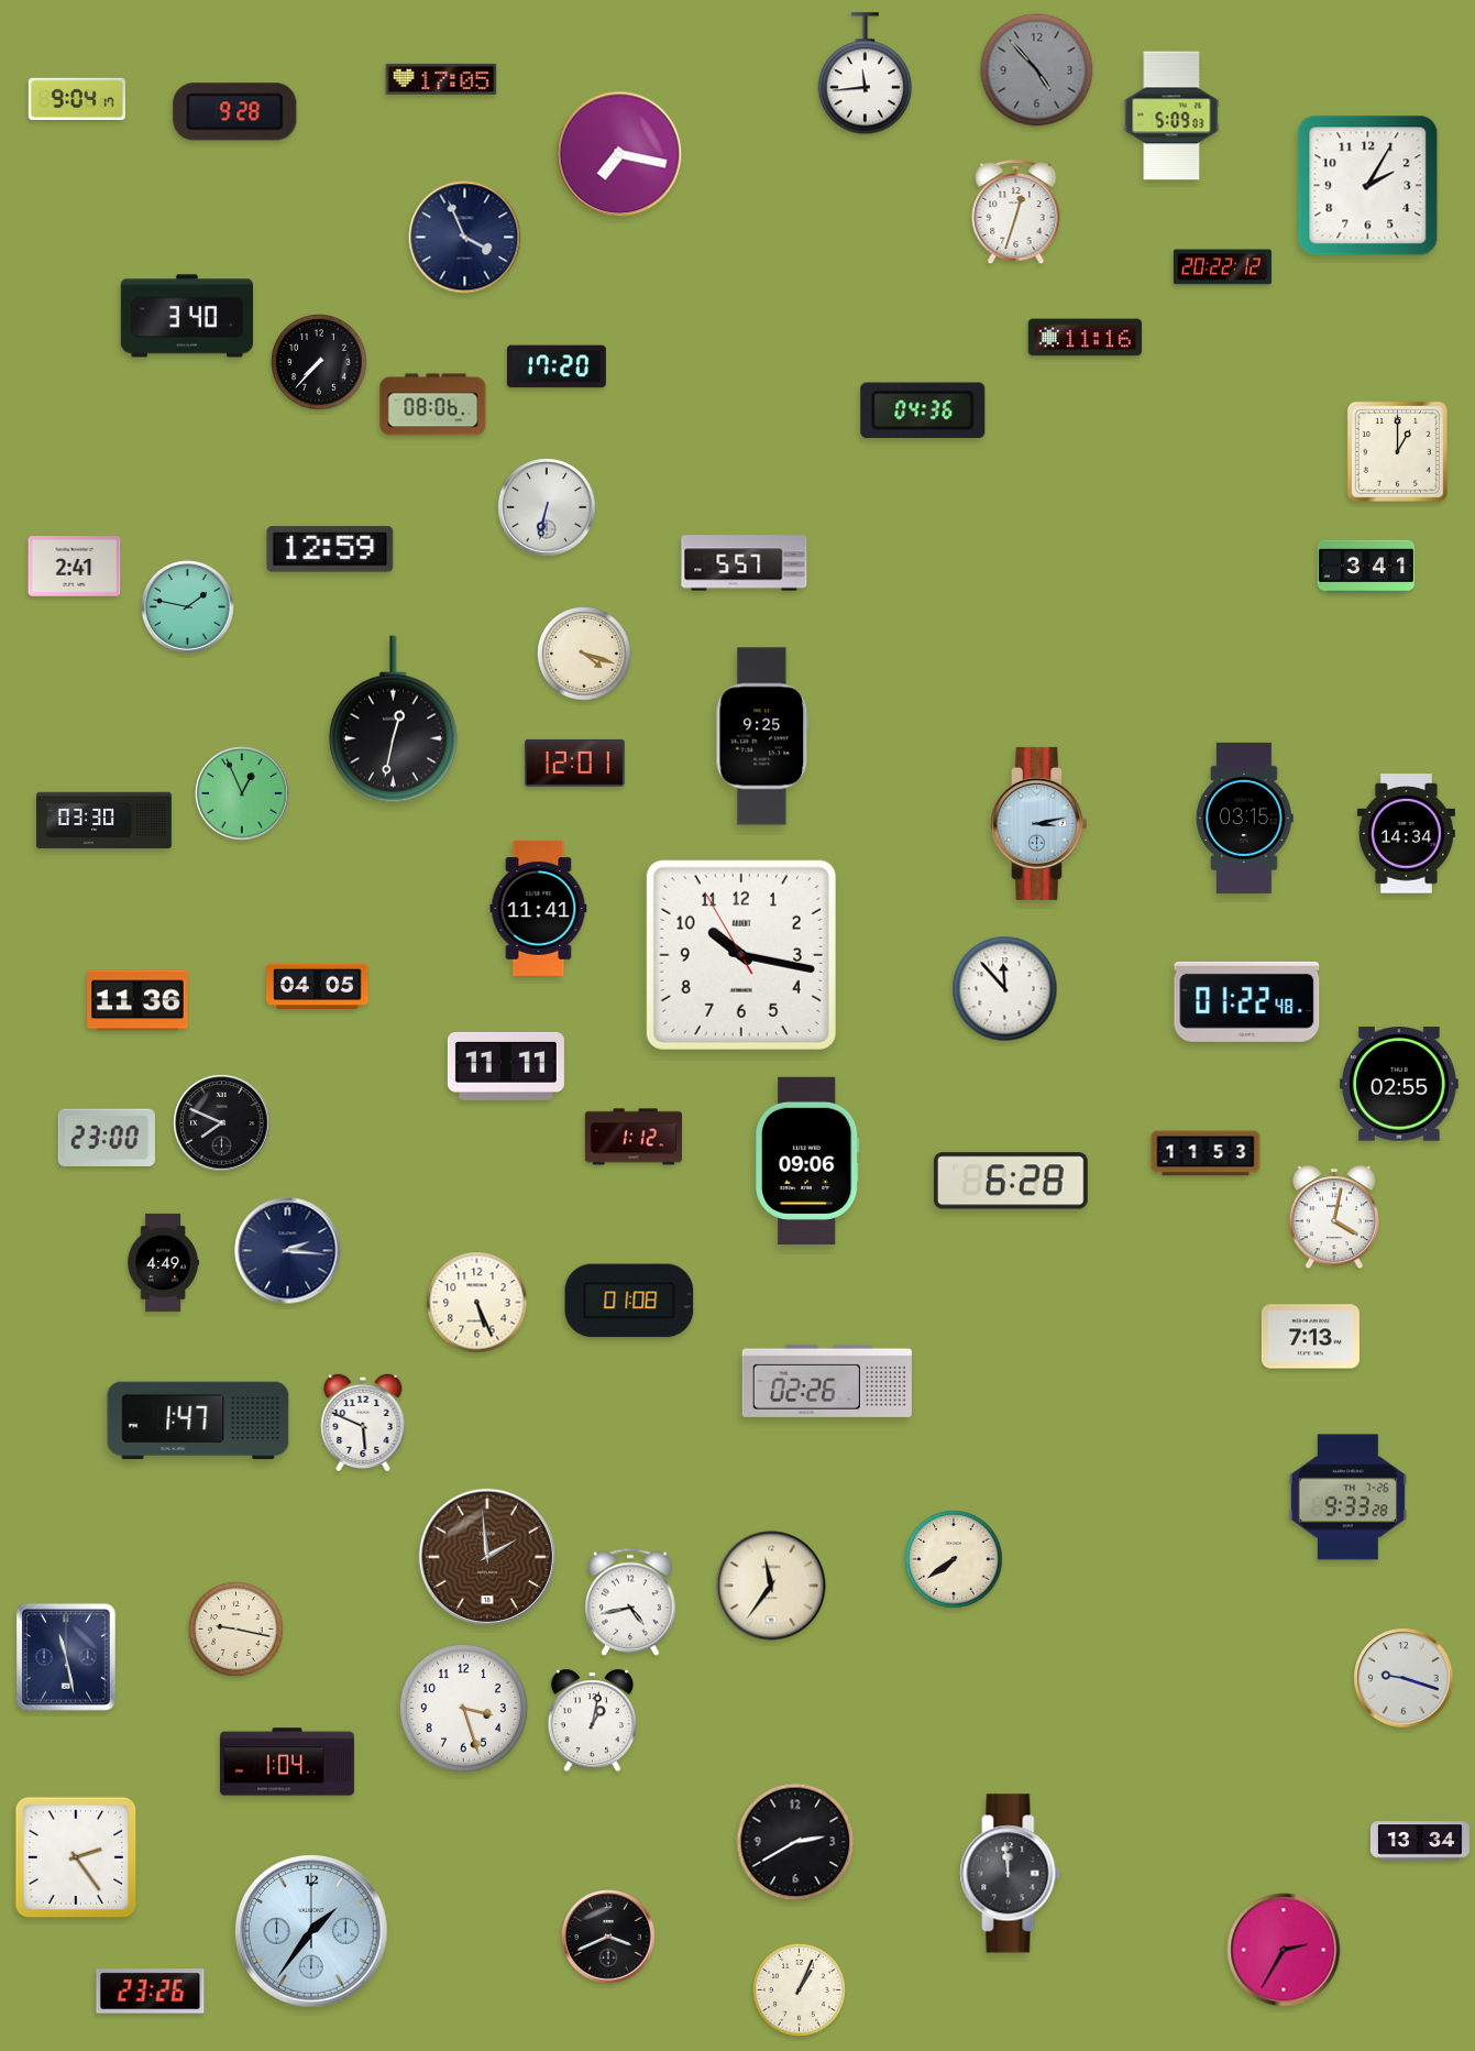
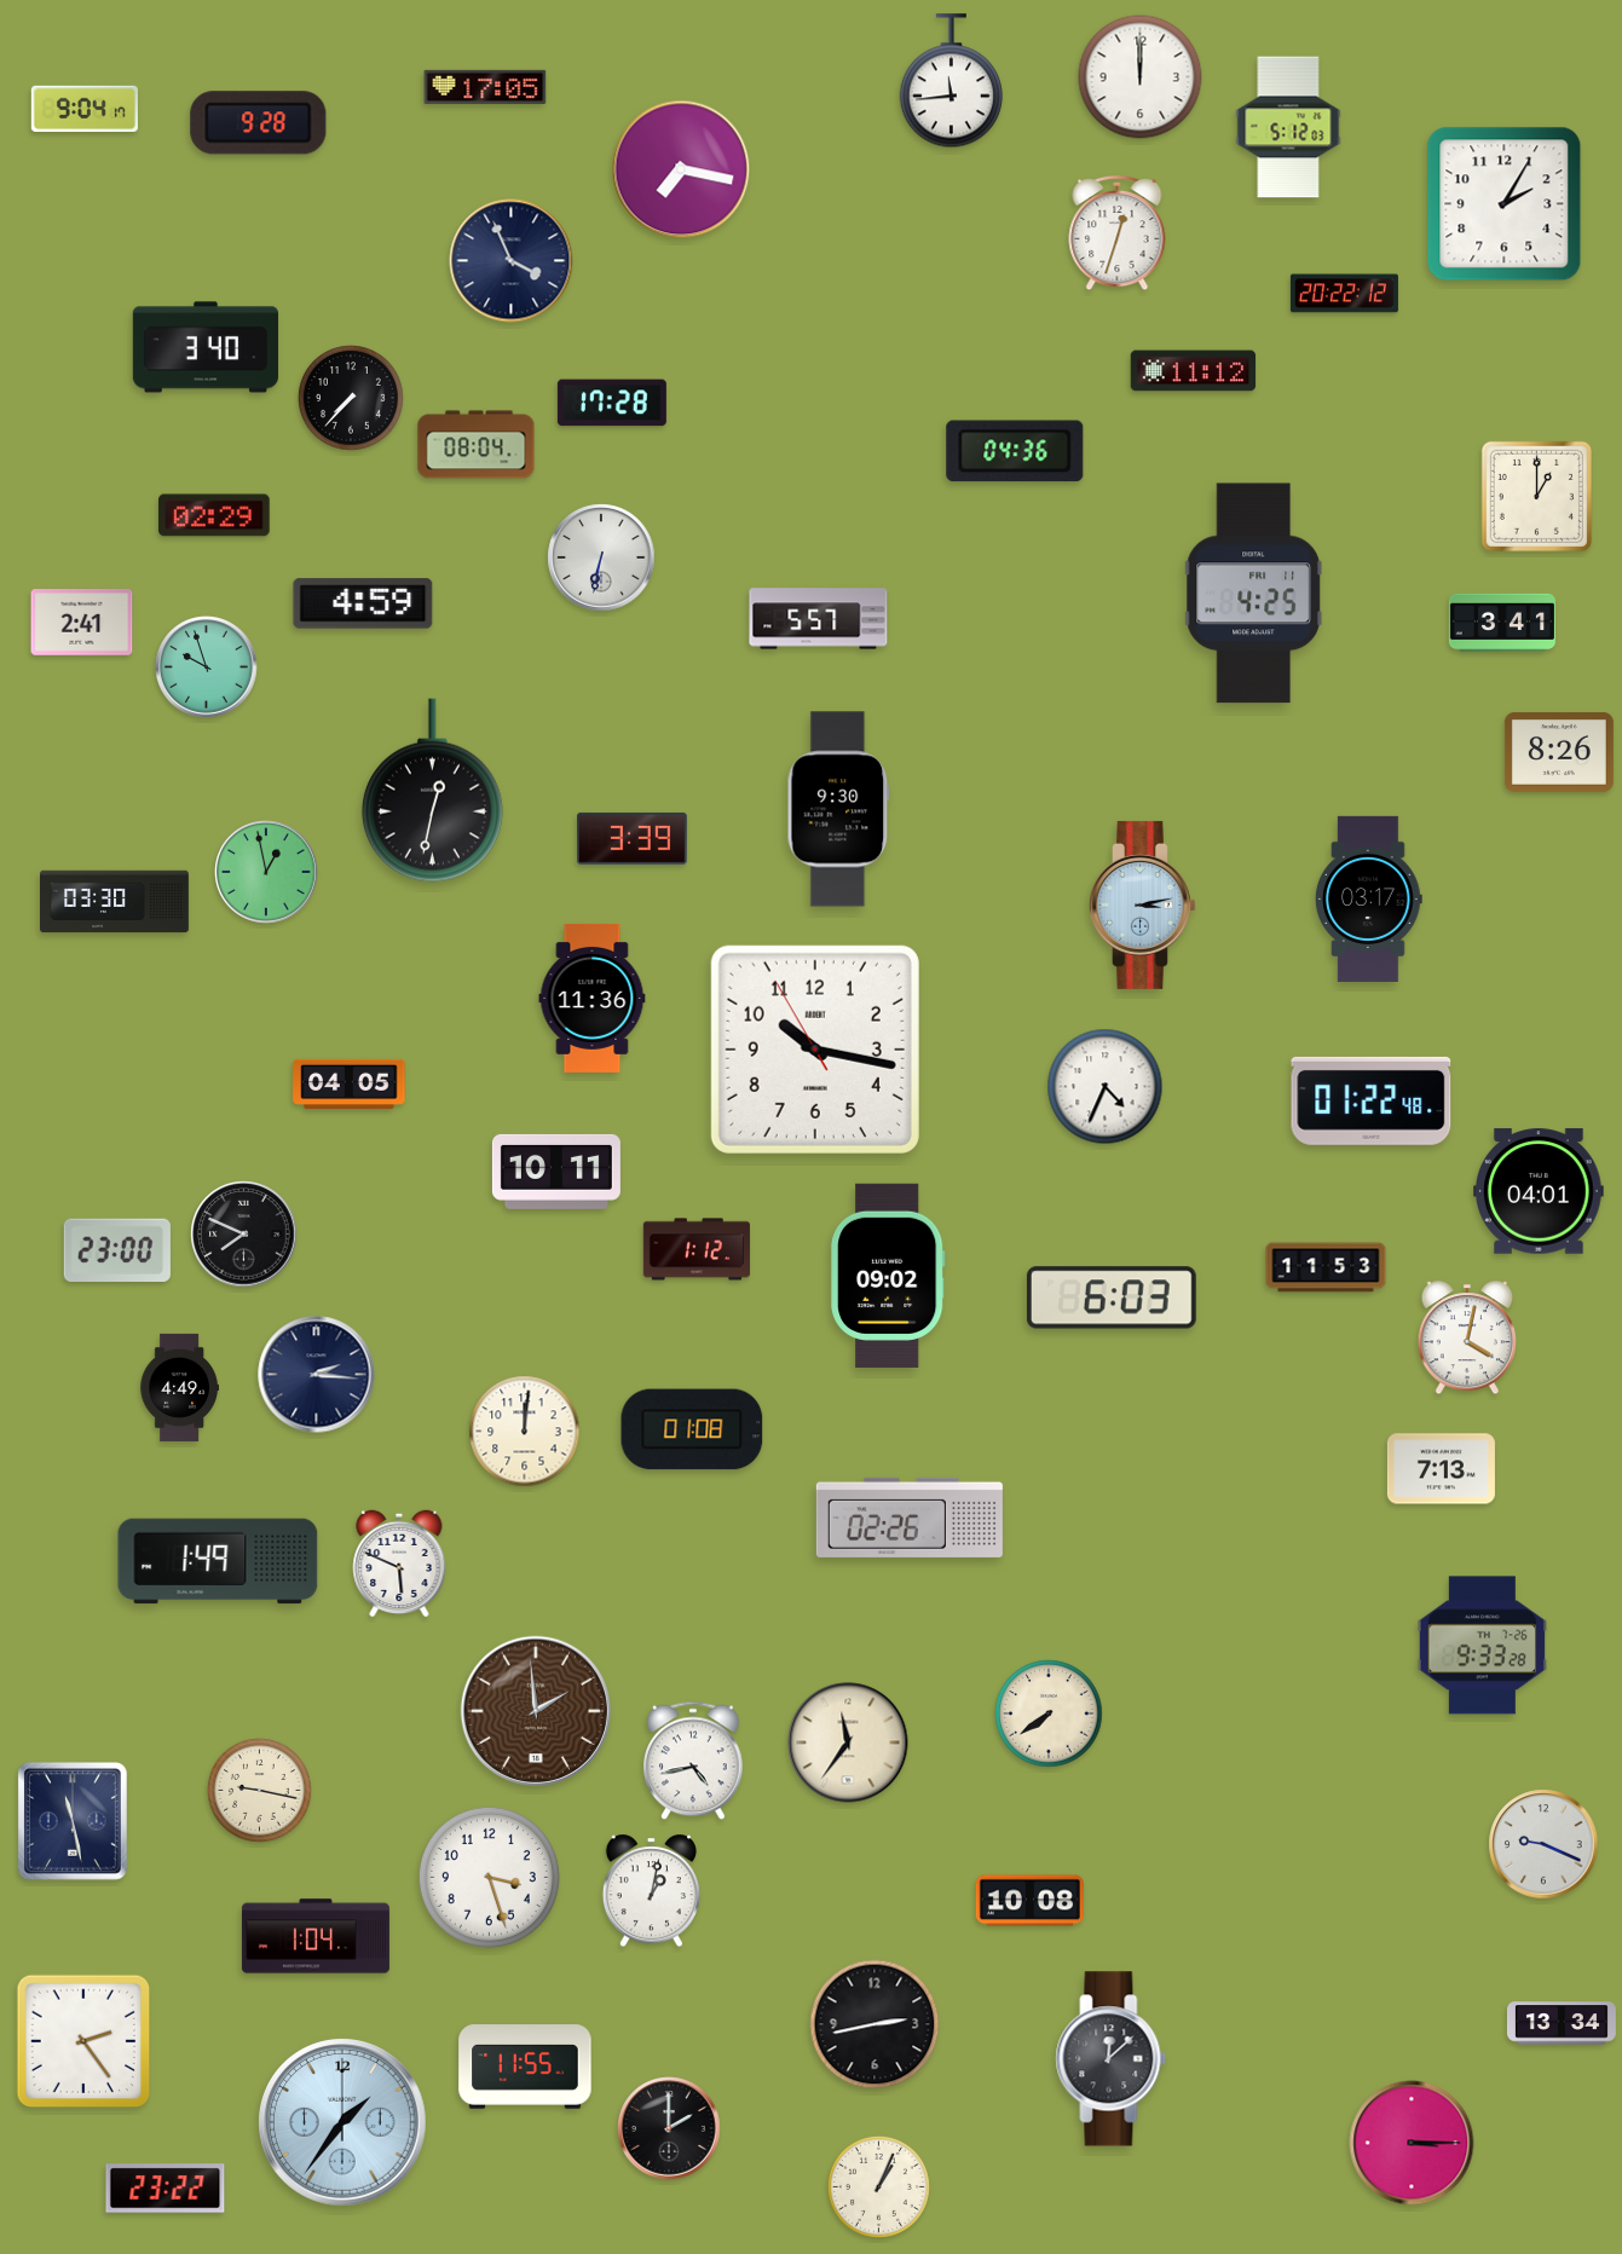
clock at (1037, 70): 4:53 -> 12:00
clock at (1037, 70) dial: grey -> white
clock at (1171, 116): 5:09 -> 5:12
clock at (1086, 338): 11:16 -> 11:12
clock at (557, 366): 17:20 -> 17:28
clock at (433, 405): 08:06 -> 08:04
clock at (214, 515): none -> 02:29
clock at (1253, 594): none -> 4:25
clock at (330, 549): 12:59 -> 4:59
clock at (188, 607): 1:47 -> 9:57
clock at (585, 655): 4:18 -> none
clock at (1559, 752): none -> 8:26
clock at (762, 736): 9:25 -> 9:30
clock at (575, 763): 12:01 -> 3:39
clock at (242, 793): 12:56 -> 12:58
clock at (1244, 818): 03:15 -> 03:17
clock at (1406, 834): 14:34 -> none
clock at (539, 908): 11:41 -> 11:36
clock at (1005, 989): 11:53 -> 4:34
clock at (137, 1000): 11:36 -> none
clock at (506, 1066): 11:11 -> 10:11
clock at (1400, 1084): 02:55 -> 04:01
clock at (808, 1161): 09:06 -> 09:02
clock at (1011, 1181): 6:28 -> 6:03
clock at (477, 1303): 5:26 -> 12:01
clock at (198, 1421): 1:47 -> 1:49
clock at (1404, 1678): 9:18 -> 9:19
clock at (463, 1708) position: (463, 1708) -> (489, 1877)
clock at (1029, 1901): none -> 10:08
clock at (795, 1842): 2:40 -> 2:43
clock at (1011, 1874): 11:59 -> 12:08
clock at (525, 2067): none -> 11:55
clock at (608, 1937): 3:41 -> 2:00
clock at (1284, 1950): 2:35 -> 3:15
clock at (151, 1992): 23:26 -> 23:22
